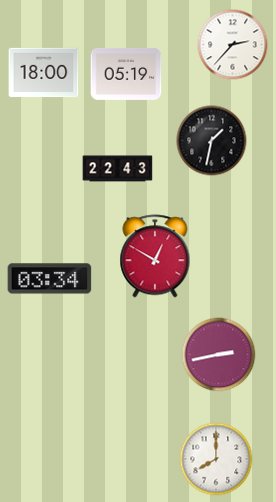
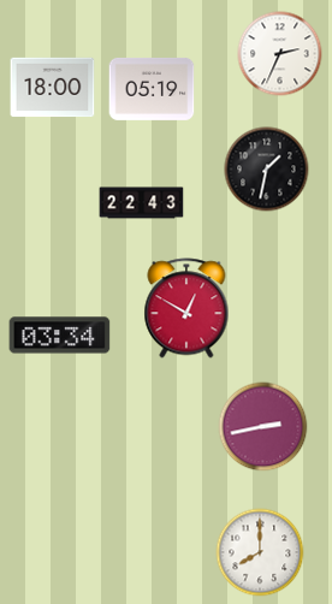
clock at (233, 45): 2:37 -> 2:34
clock at (212, 141) position: (212, 141) -> (267, 170)
